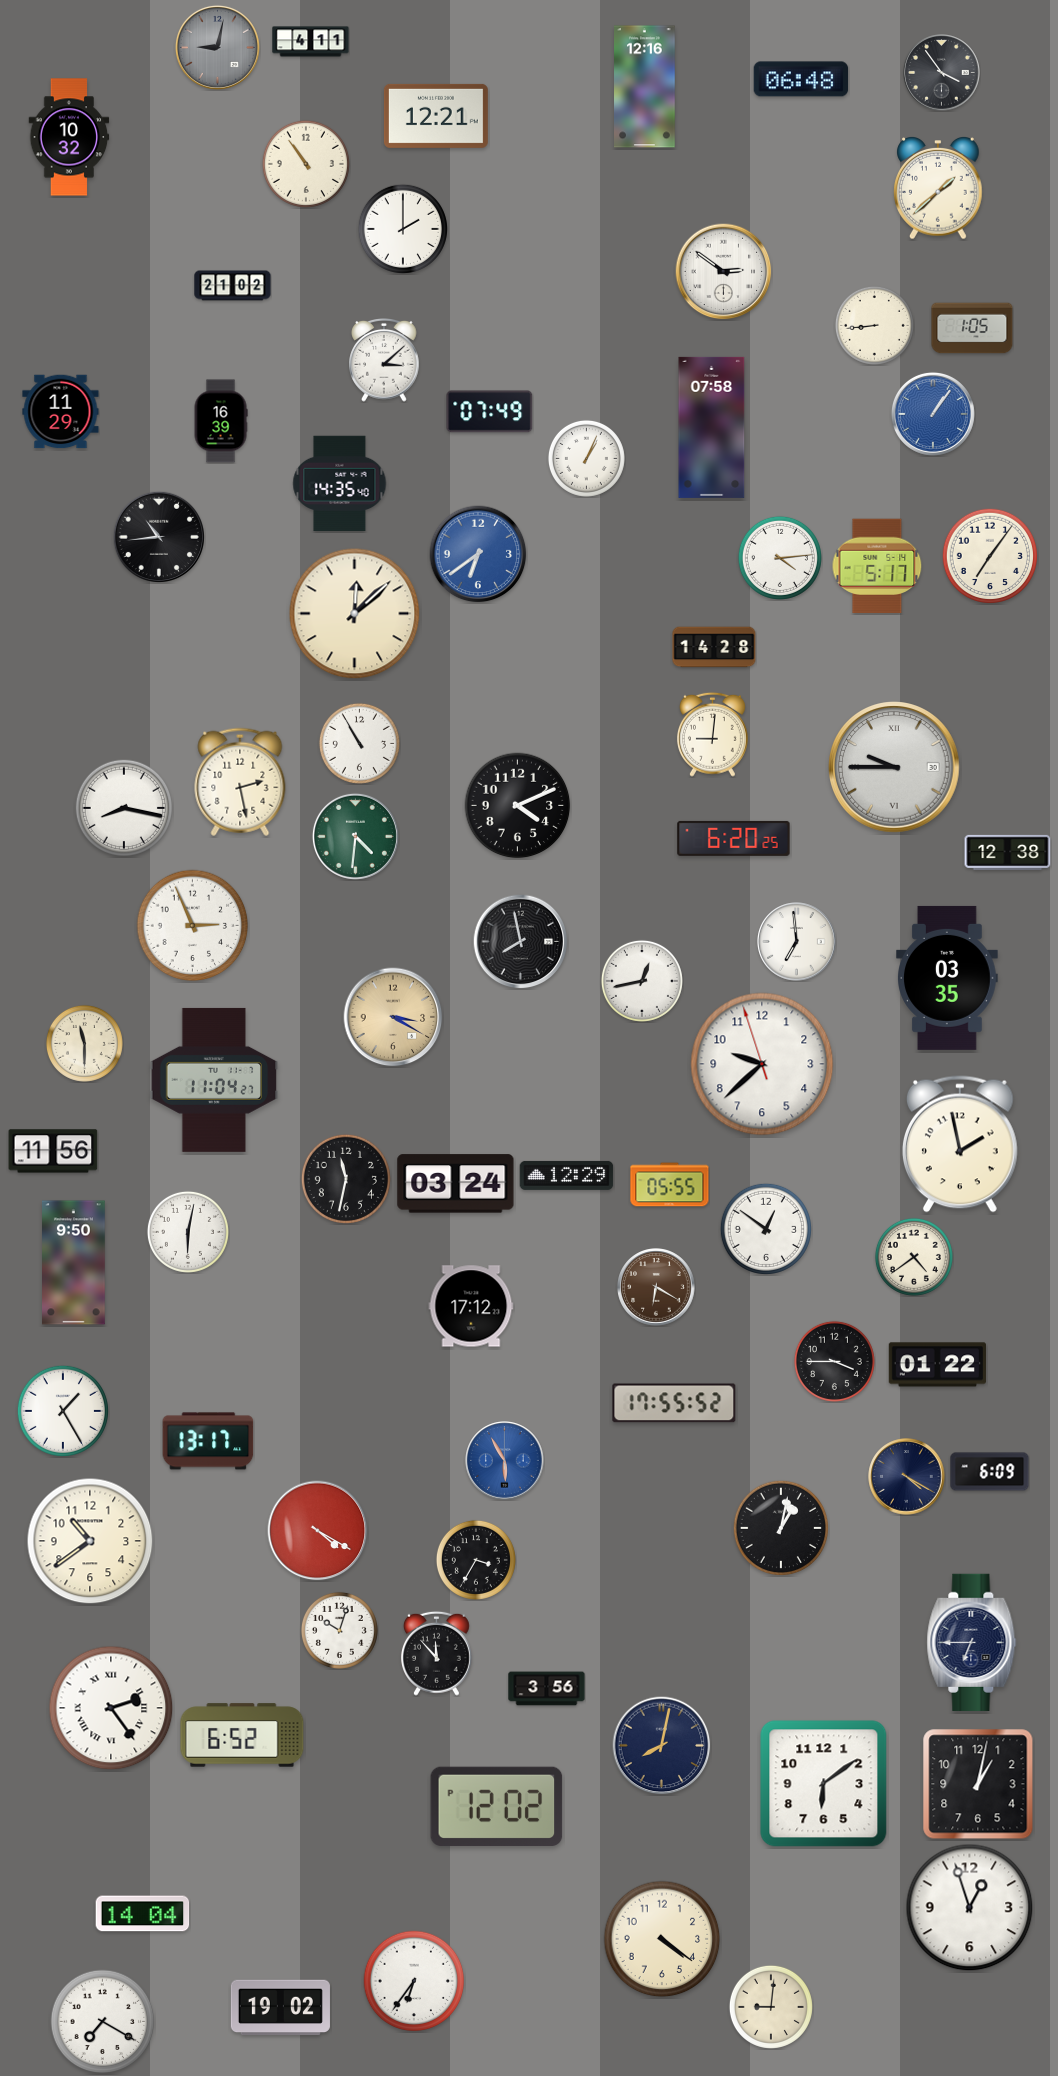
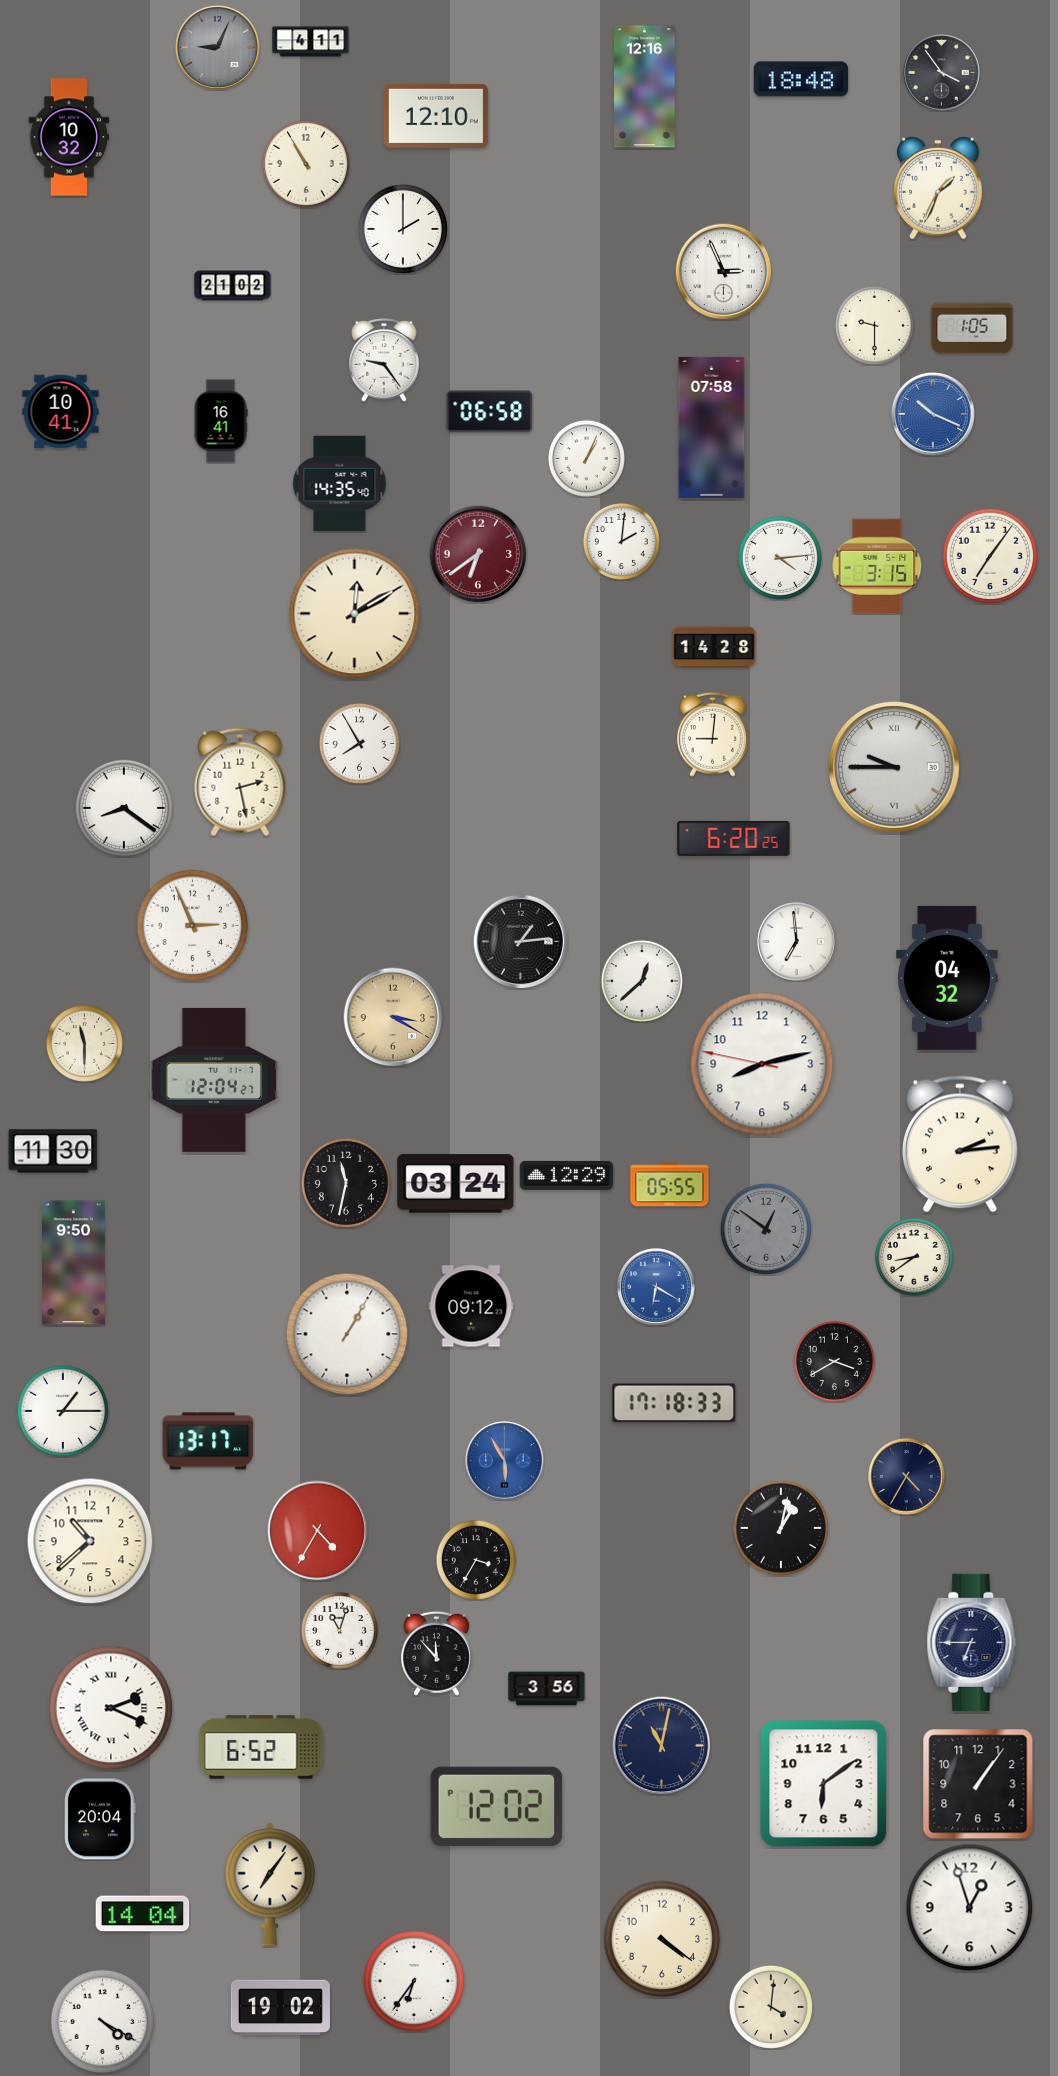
clock at (217, 47): 9:02 -> 9:04
clock at (801, 79): 06:48 -> 18:48
clock at (436, 116): 12:21 -> 12:10
clock at (306, 164): 10:54 -> 10:55
clock at (938, 189): 1:38 -> 1:34
clock at (724, 272): 2:51 -> 2:56
clock at (874, 325): 8:44 -> 9:30
clock at (384, 361): 3:08 -> 9:24
clock at (61, 412): 11:29 -> 10:41
clock at (490, 412): 07:49 -> 06:58
clock at (933, 414): 1:06 -> 10:19
clock at (221, 421): 16:39 -> 16:41
clock at (158, 536): 10:44 -> none
clock at (621, 541): none -> 2:01
clock at (478, 554) dial: blue -> burgundy
clock at (877, 566): 5:17 -> 3:15
clock at (355, 614): 12:08 -> 12:10
clock at (359, 743): 10:55 -> 7:55
clock at (518, 806): 4:11 -> none
clock at (123, 807): 8:17 -> 8:21
clock at (355, 836): 4:31 -> none
clock at (1008, 852): 12:38 -> none
clock at (520, 941): 7:58 -> 1:14
clock at (948, 978): 03:35 -> 04:32
clock at (642, 981): 12:43 -> 12:38
clock at (762, 1064): 9:37 -> 8:12
clock at (214, 1080): 11:04 -> 12:04
clock at (960, 1144): 1:58 -> 2:14
clock at (53, 1151): 11:56 -> 11:30
clock at (346, 1179) position: (346, 1179) -> (346, 1183)
clock at (766, 1229) dial: white -> grey
clock at (188, 1232): 6:02 -> none
clock at (914, 1257): 4:39 -> 8:39
clock at (656, 1287) dial: brown -> blue
clock at (471, 1306): 17:12 -> 09:12
clock at (347, 1334): none -> 1:05
clock at (834, 1361): 3:45 -> 3:40
clock at (937, 1365): 01:22 -> none
clock at (674, 1403): 17:55 -> 17:18
clock at (63, 1411): 1:25 -> 1:15
clock at (990, 1472): 6:09 -> none
clock at (907, 1477): 4:20 -> 4:35
clock at (318, 1531): 4:20 -> 4:35
clock at (90, 1541): 10:39 -> 10:38
clock at (339, 1630): 10:03 -> 11:03
clock at (111, 1708): 2:24 -> 2:19
clock at (242, 1735) position: (242, 1735) -> (261, 1747)
clock at (662, 1746): 8:02 -> 11:02
clock at (978, 1784): 1:02 -> 1:06
clock at (100, 1819): none -> 20:04
clock at (270, 1884): none -> 7:06
clock at (771, 2007): 9:01 -> 4:01
clock at (103, 2022): 7:20 -> 4:20
